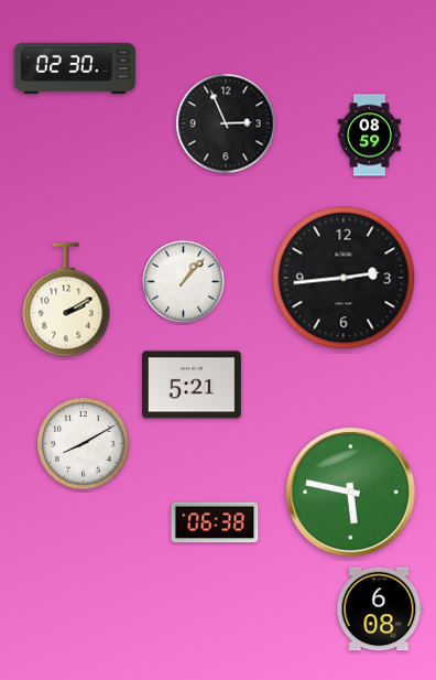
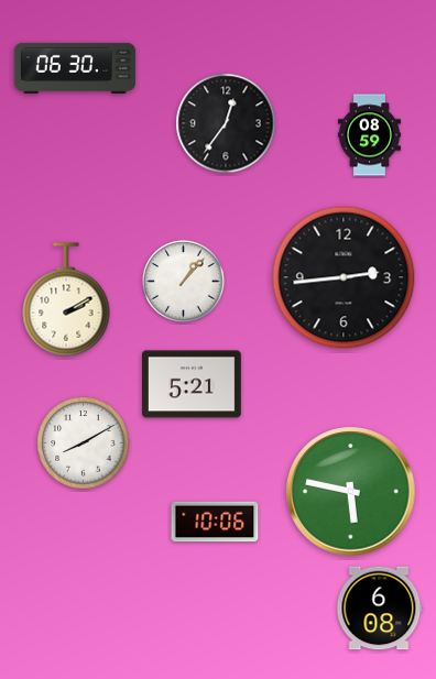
clock at (75, 68): 02:30 -> 06:30
clock at (226, 123): 2:56 -> 12:36
clock at (215, 522): 06:38 -> 10:06
